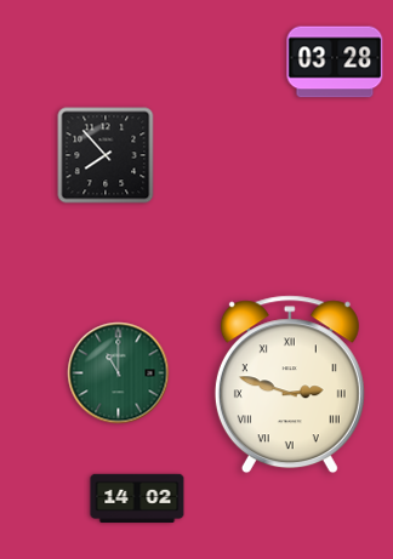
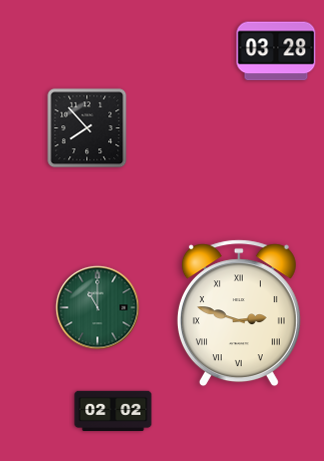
clock at (290, 384) position: (290, 384) -> (239, 313)
clock at (137, 497): 14:02 -> 02:02
